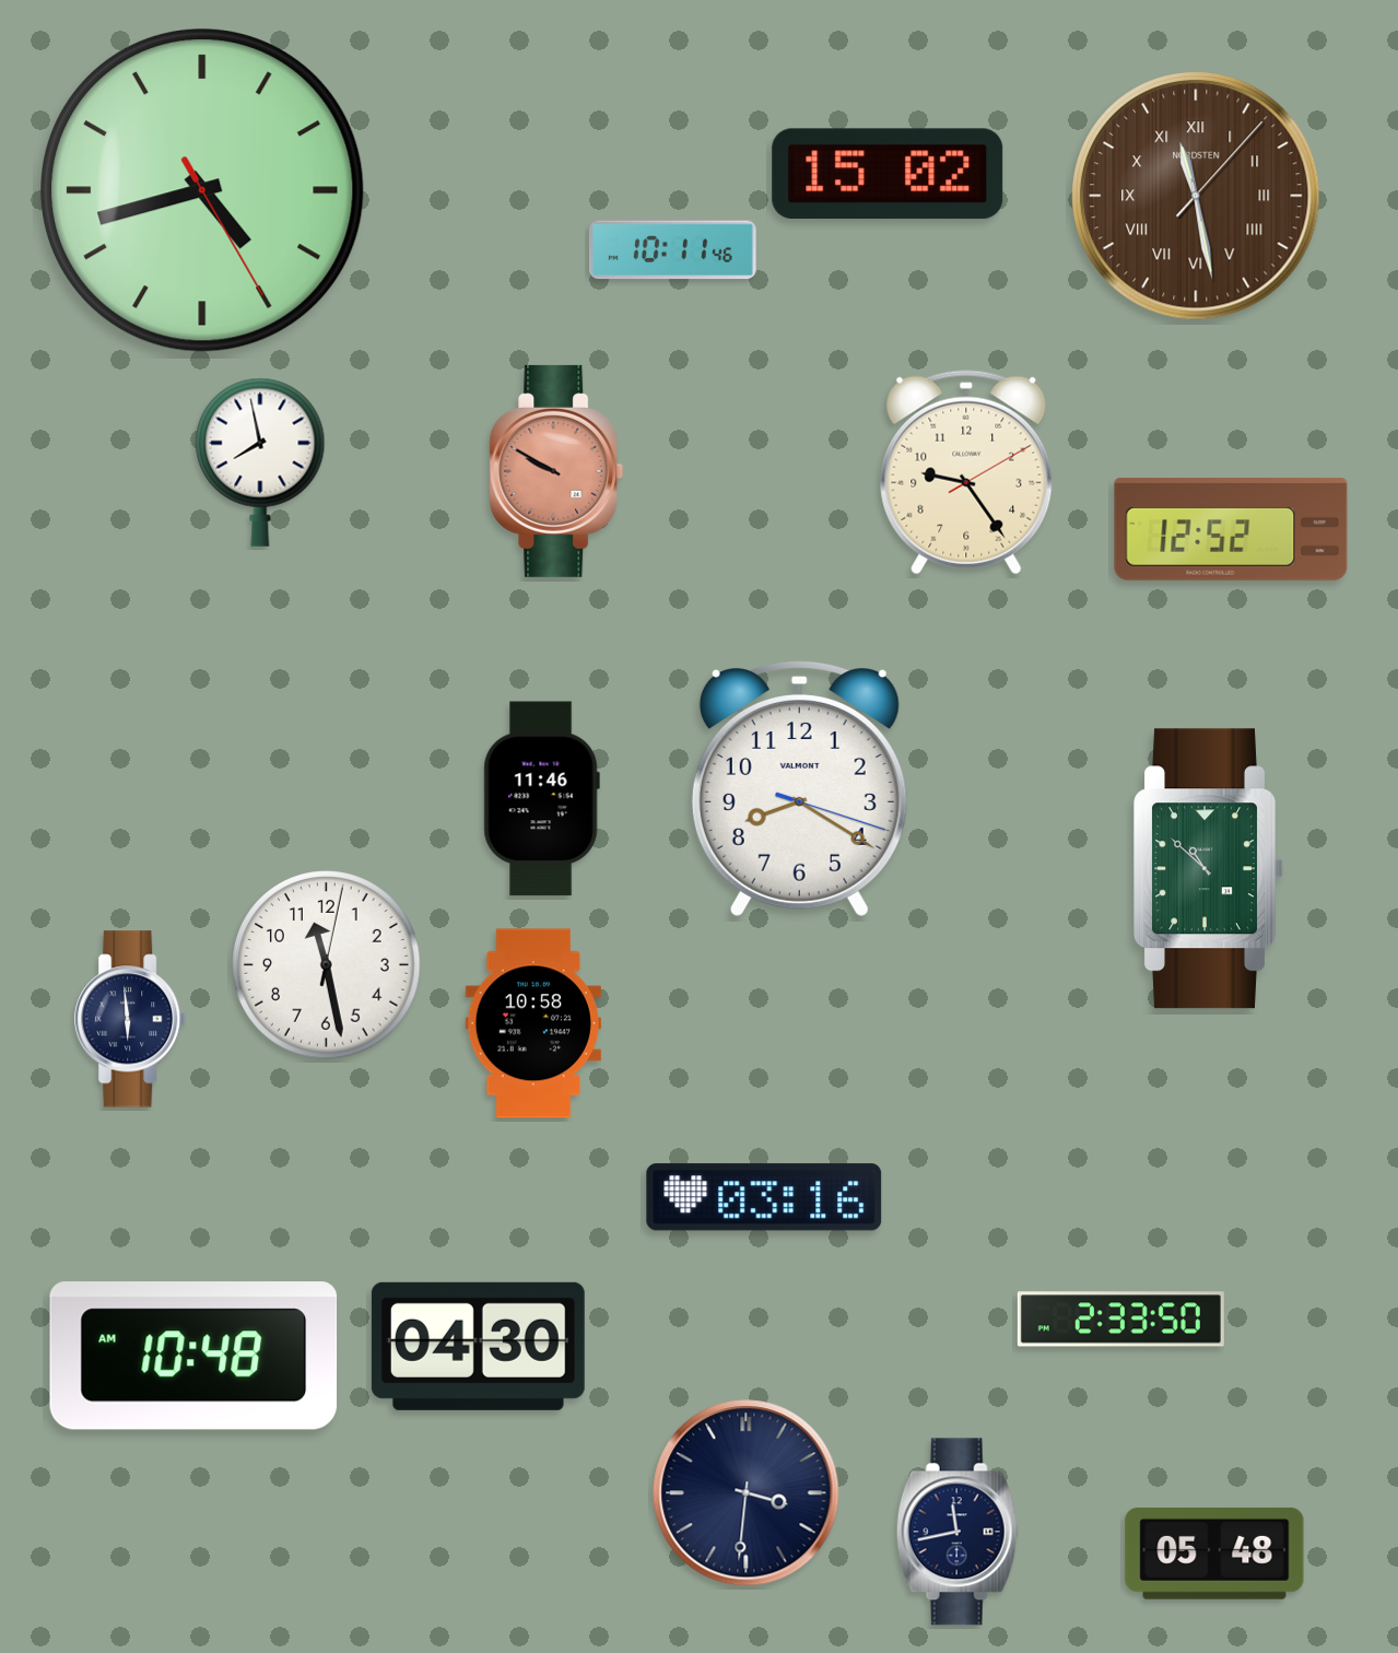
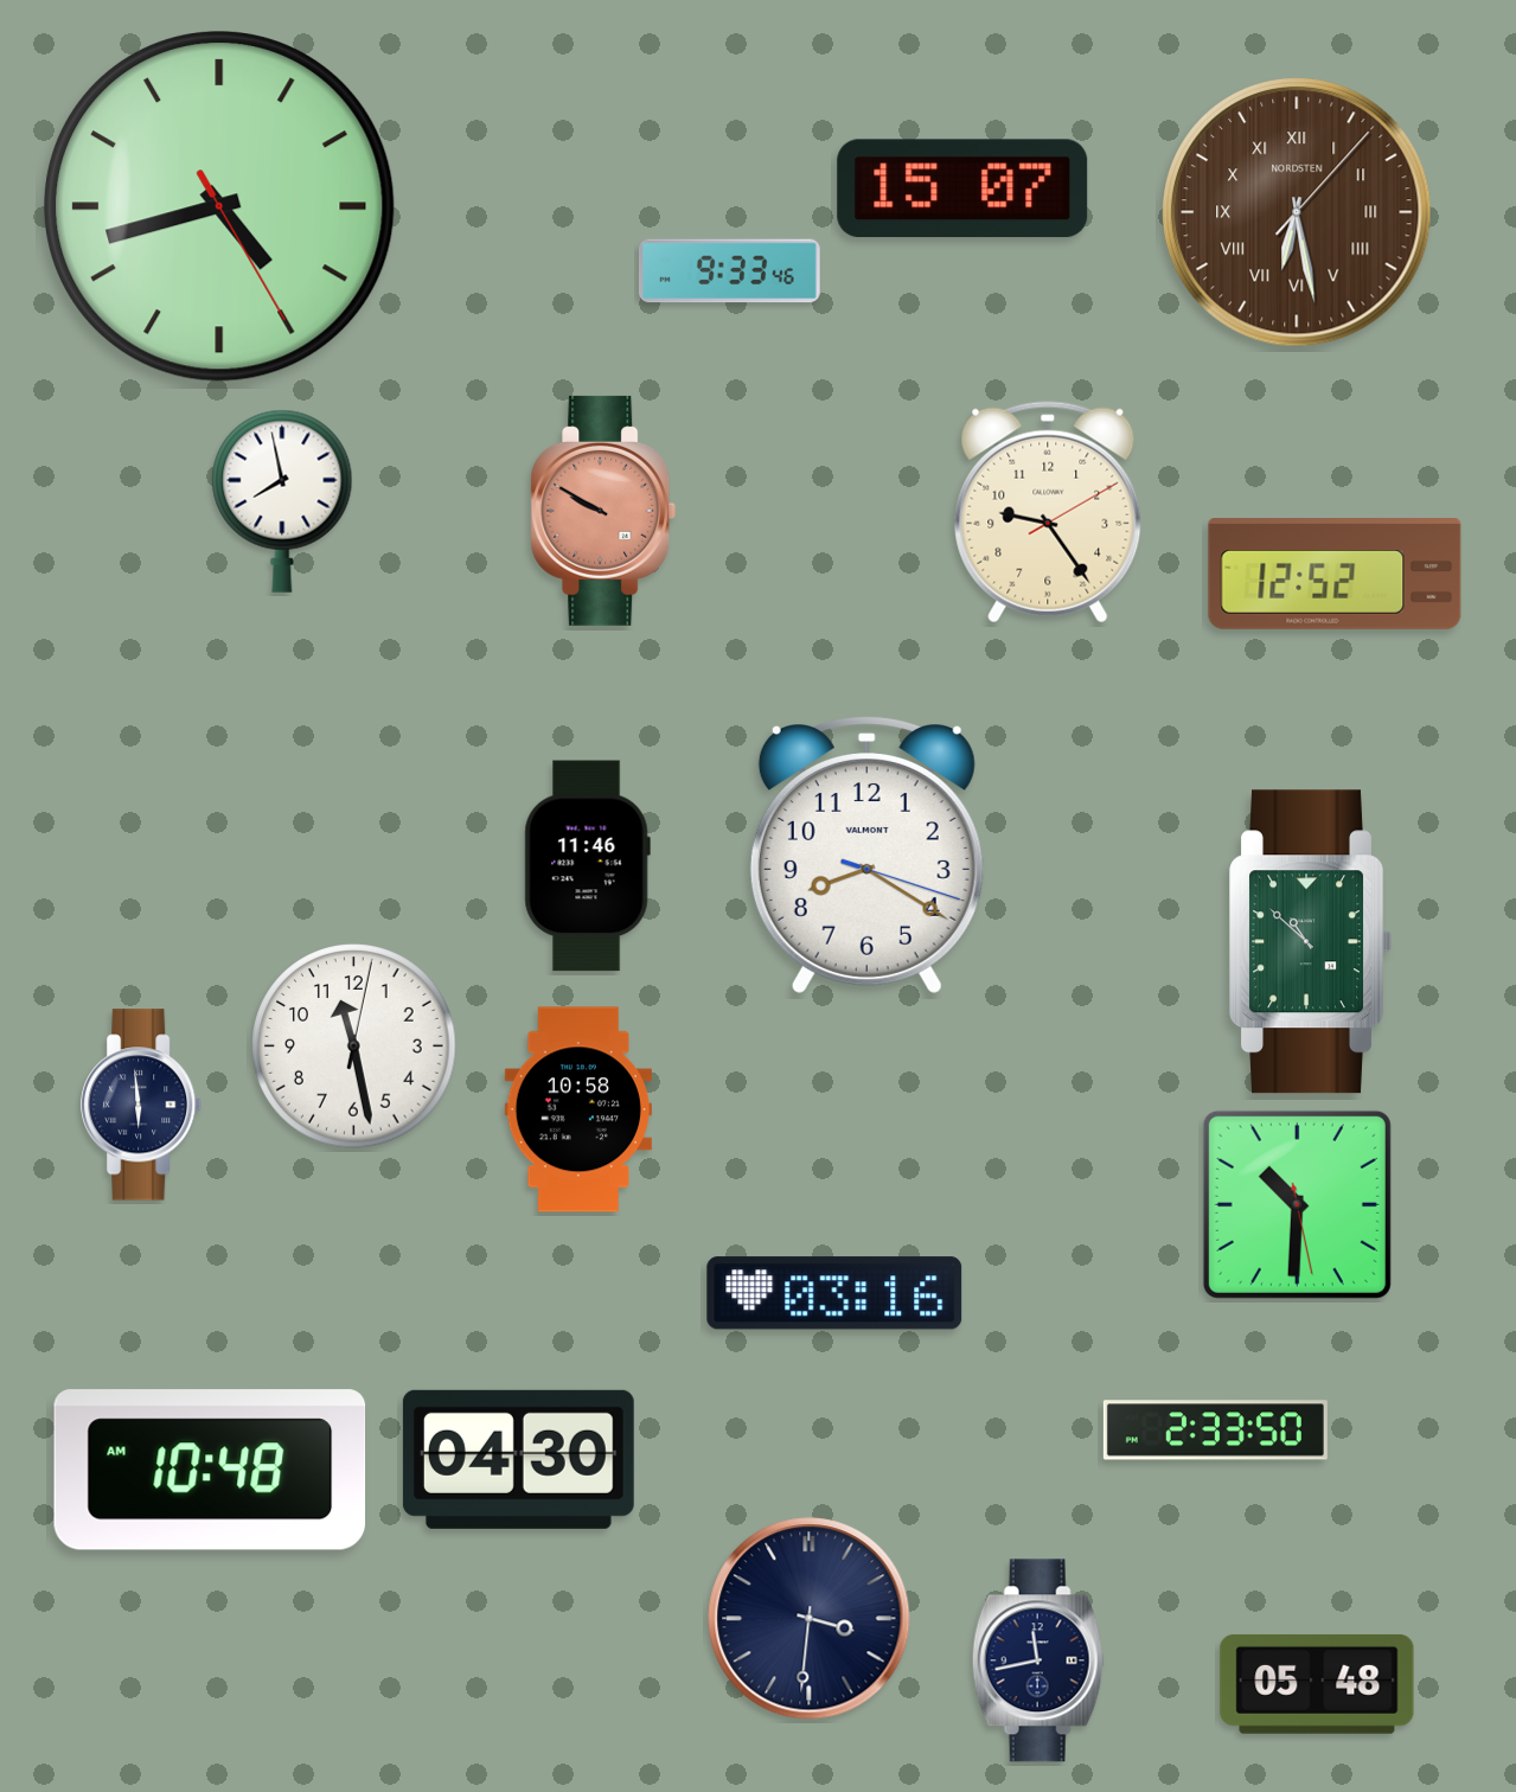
clock at (888, 174): 15:02 -> 15:07
clock at (1196, 196): 11:28 -> 6:28
clock at (672, 250): 10:11 -> 9:33
clock at (1297, 1204): none -> 10:30
clock at (764, 1197) position: (764, 1197) -> (834, 1293)
